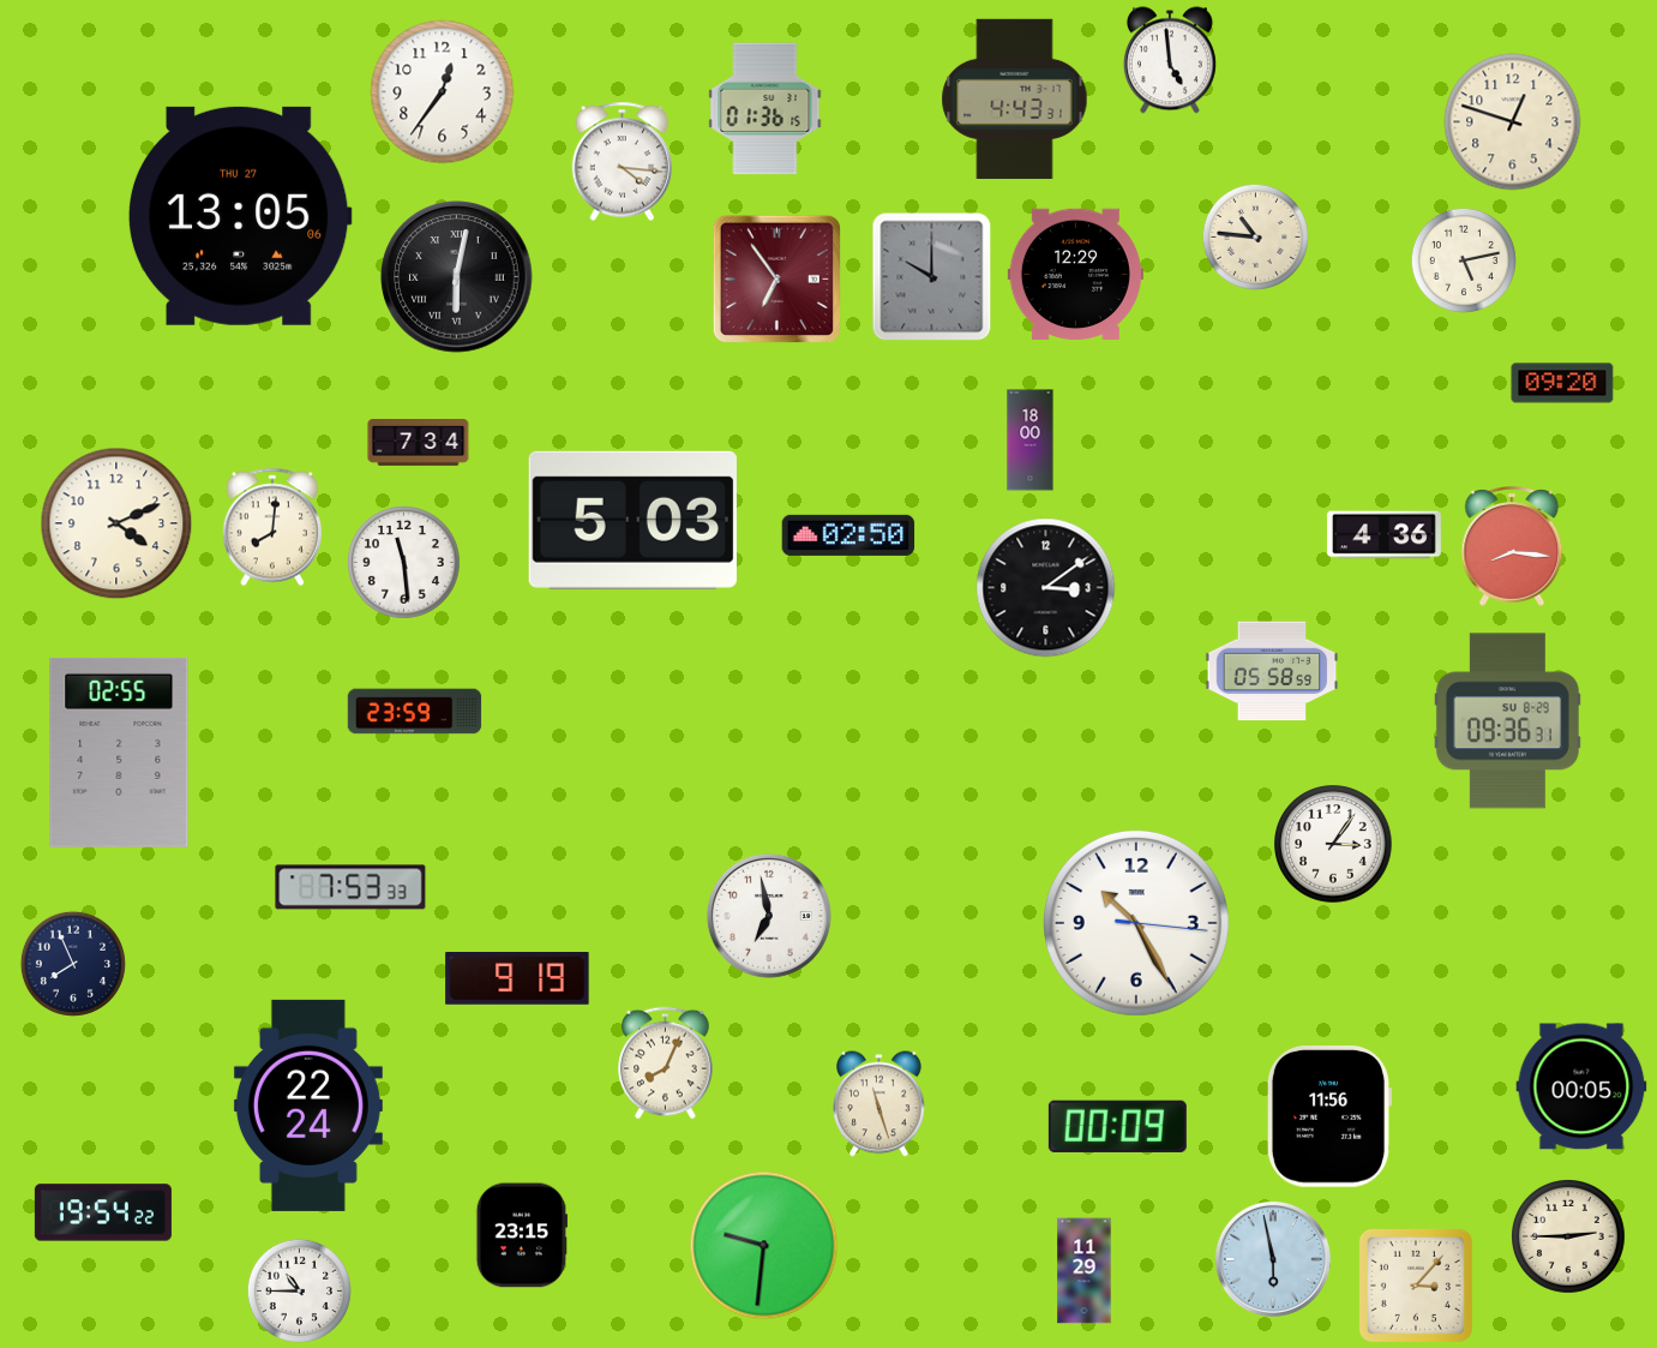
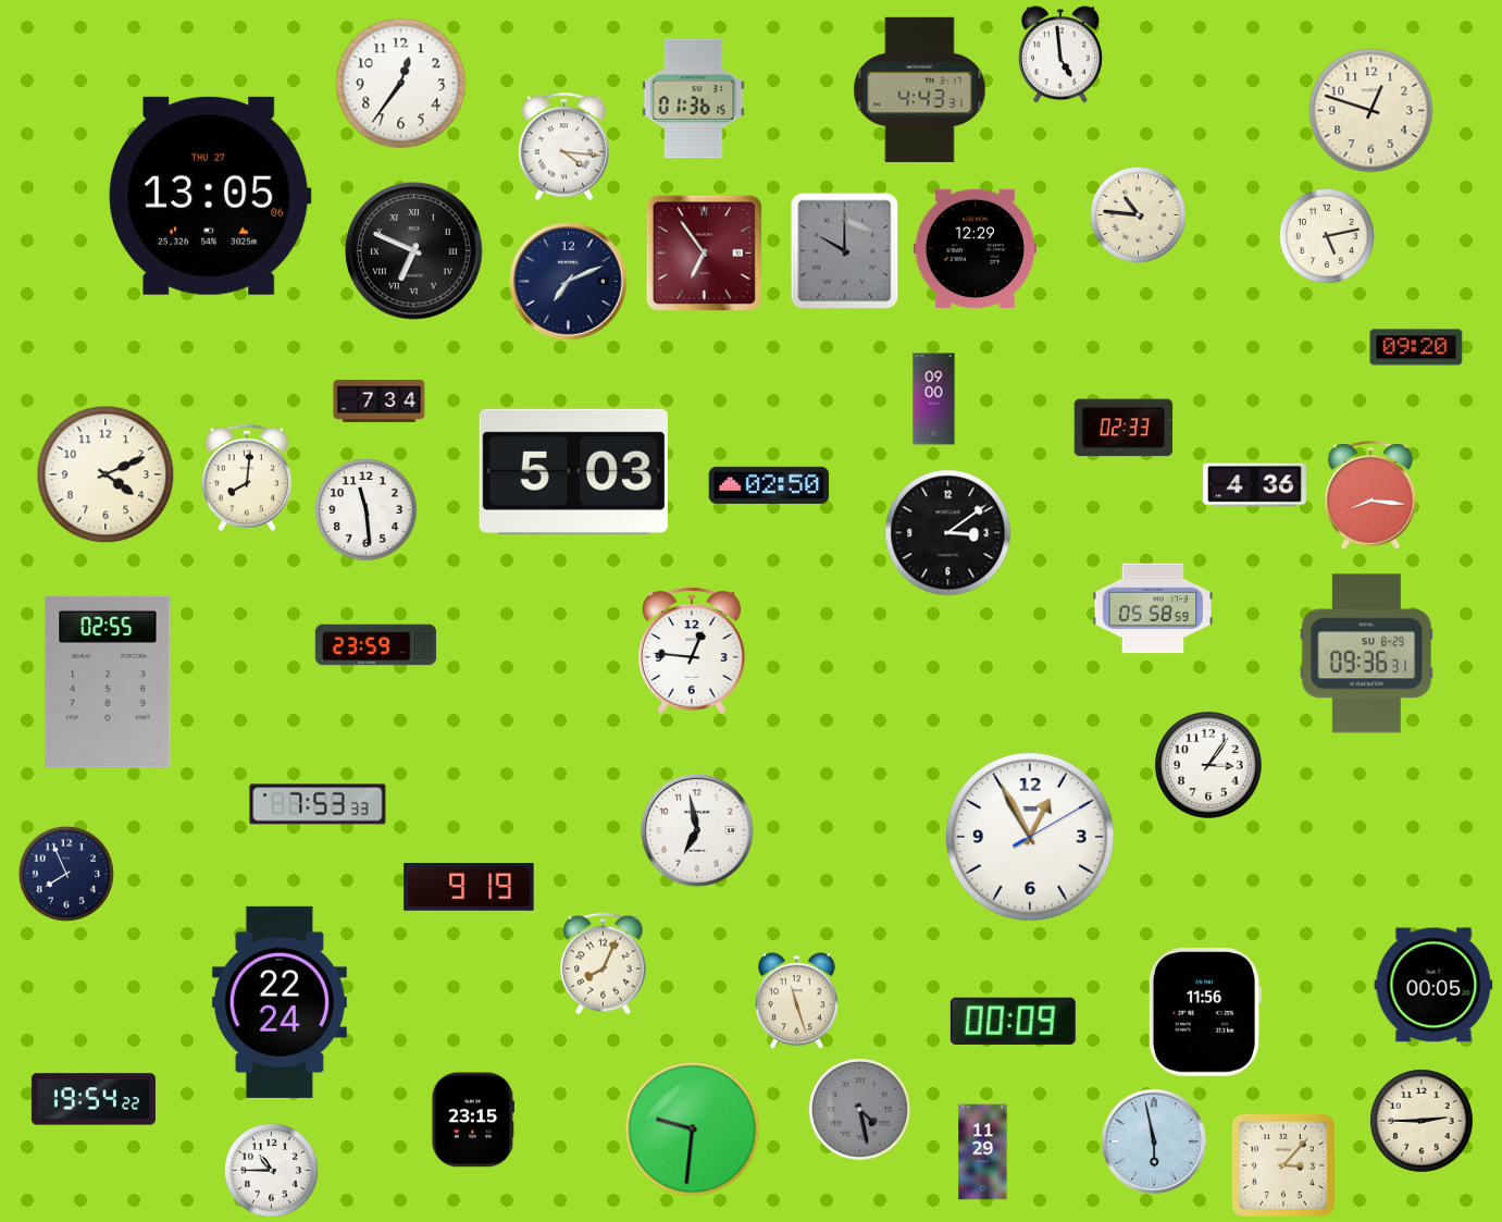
clock at (240, 216) position: (240, 216) -> (210, 196)
clock at (457, 277): 6:02 -> 6:49
clock at (569, 282): none -> 7:11
clock at (1031, 441): 18:00 -> 09:00
clock at (1124, 428): none -> 02:33
clock at (693, 651): none -> 12:46
clock at (1136, 923): 10:25 -> 12:55
clock at (860, 1110): none -> 4:28
